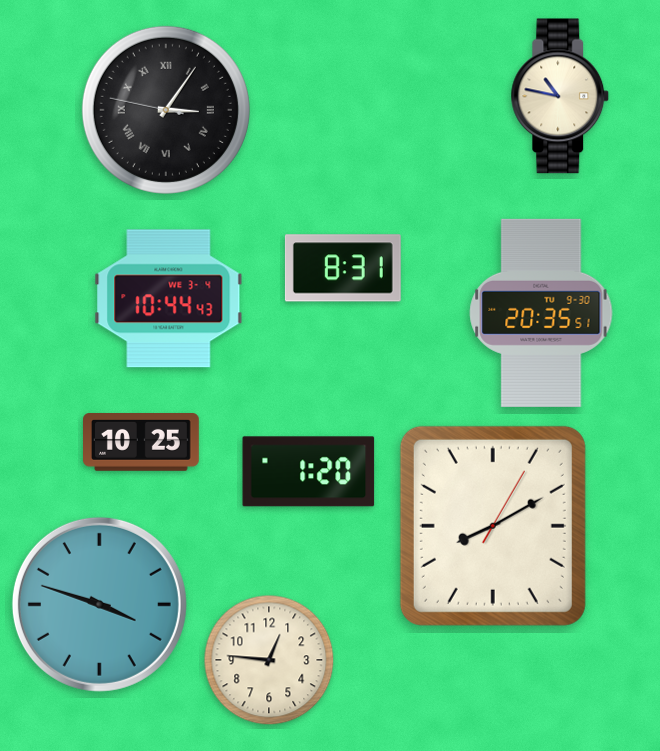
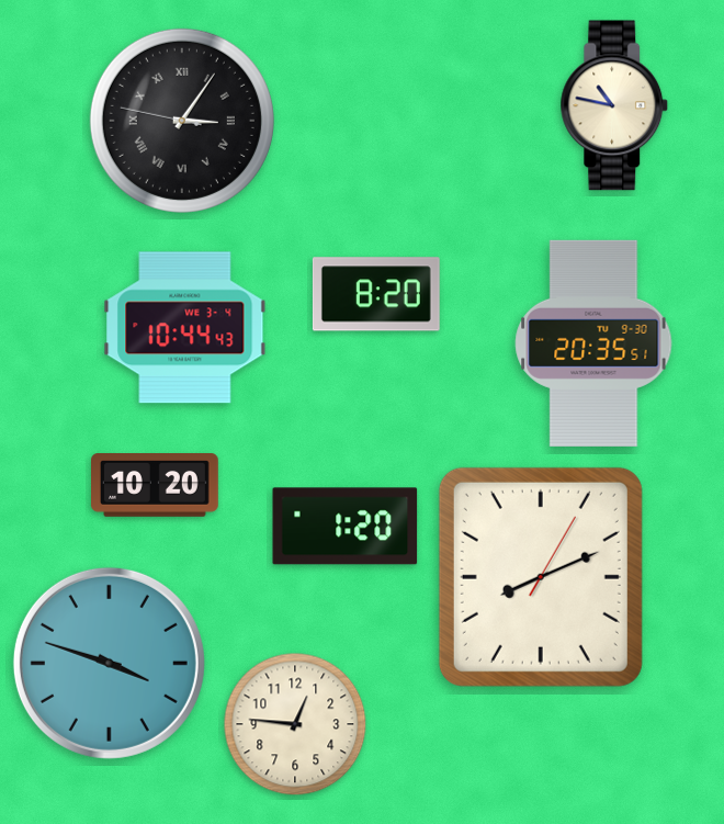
clock at (343, 268): 8:31 -> 8:20
clock at (142, 443): 10:25 -> 10:20
clock at (309, 472) position: (309, 472) -> (346, 527)
clock at (493, 526): 8:10 -> 8:11
